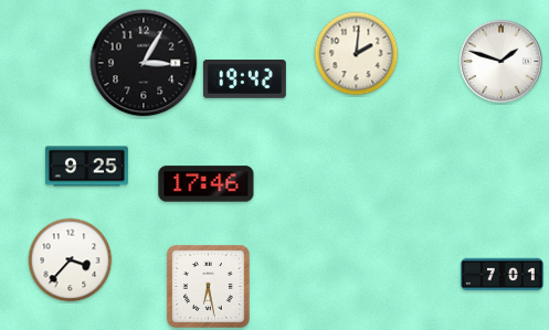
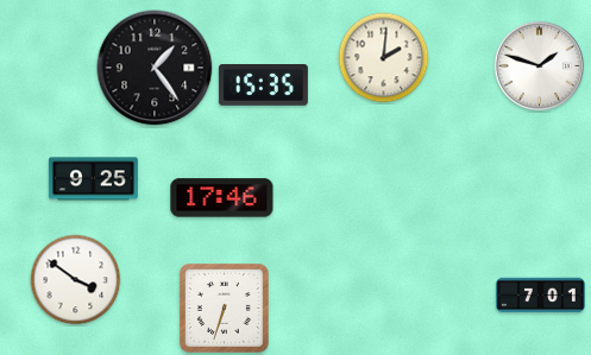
clock at (144, 63): 3:05 -> 1:24
clock at (244, 79): 19:42 -> 15:35
clock at (71, 260): 3:37 -> 3:51
clock at (208, 286): 6:28 -> 6:33
